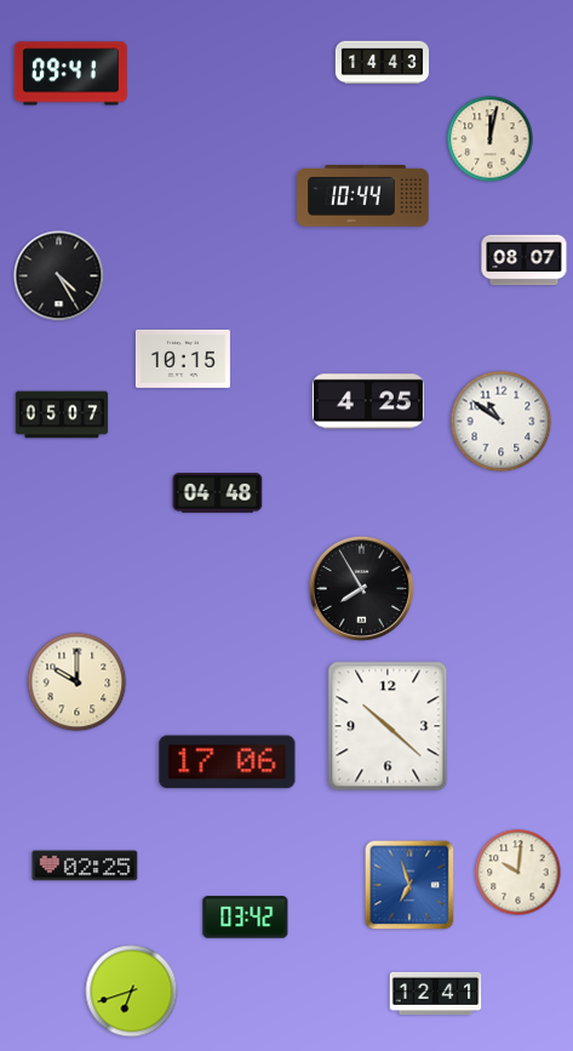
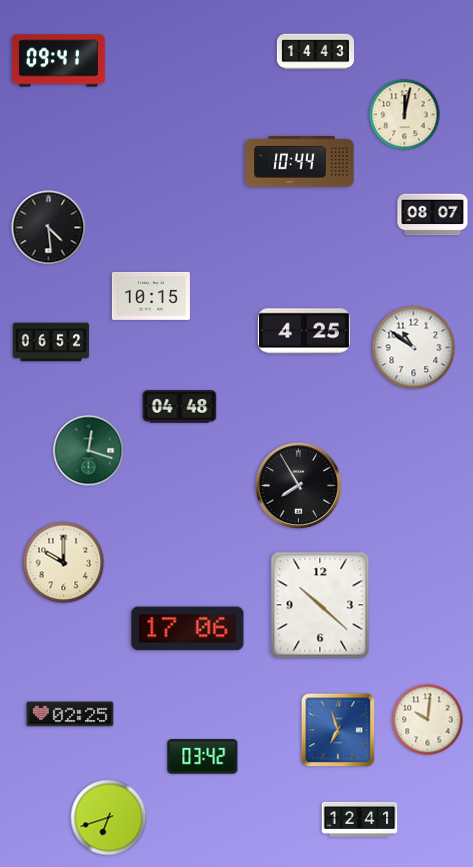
clock at (59, 276): 4:25 -> 4:29
clock at (62, 415): 05:07 -> 06:52
clock at (89, 451): none -> 12:18
clock at (388, 726) position: (388, 726) -> (320, 605)
